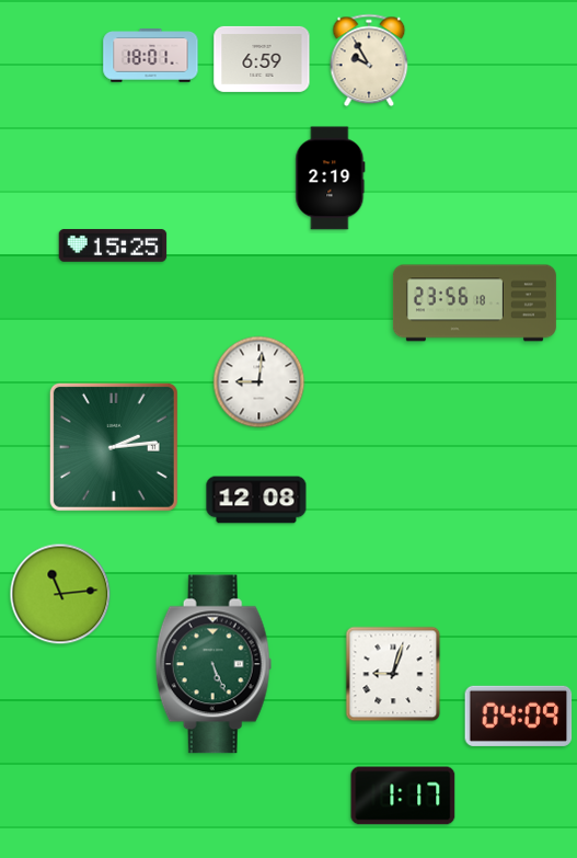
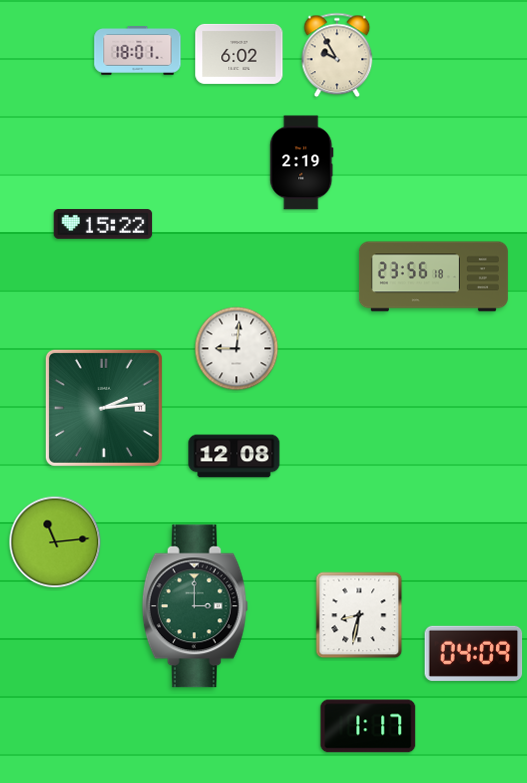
clock at (262, 59): 6:59 -> 6:02
clock at (113, 245): 15:25 -> 15:22
clock at (214, 664): 5:26 -> 3:00
clock at (393, 674): 9:03 -> 8:32
